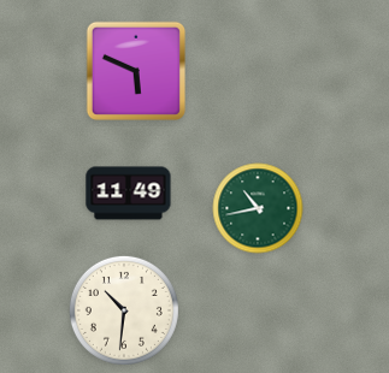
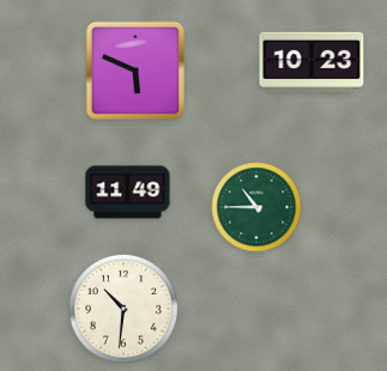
clock at (312, 62): none -> 10:23
clock at (258, 208): 10:43 -> 10:45
